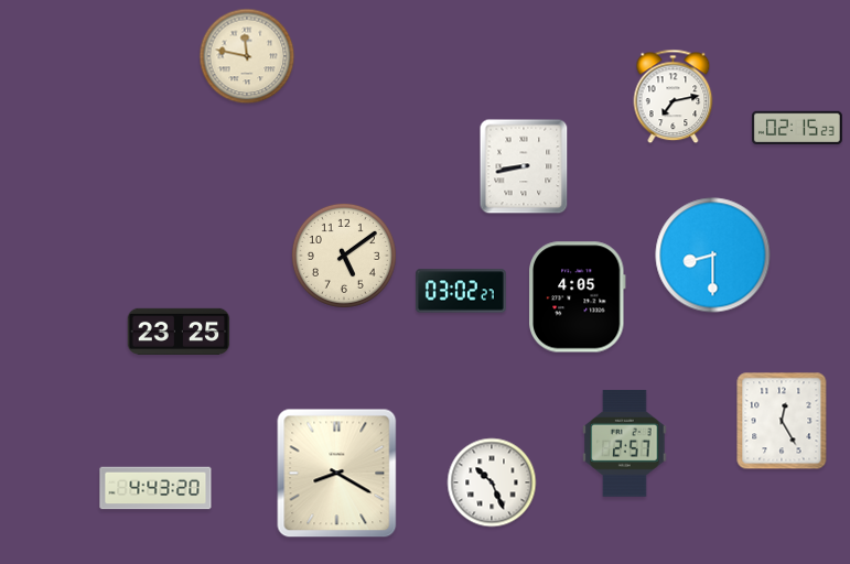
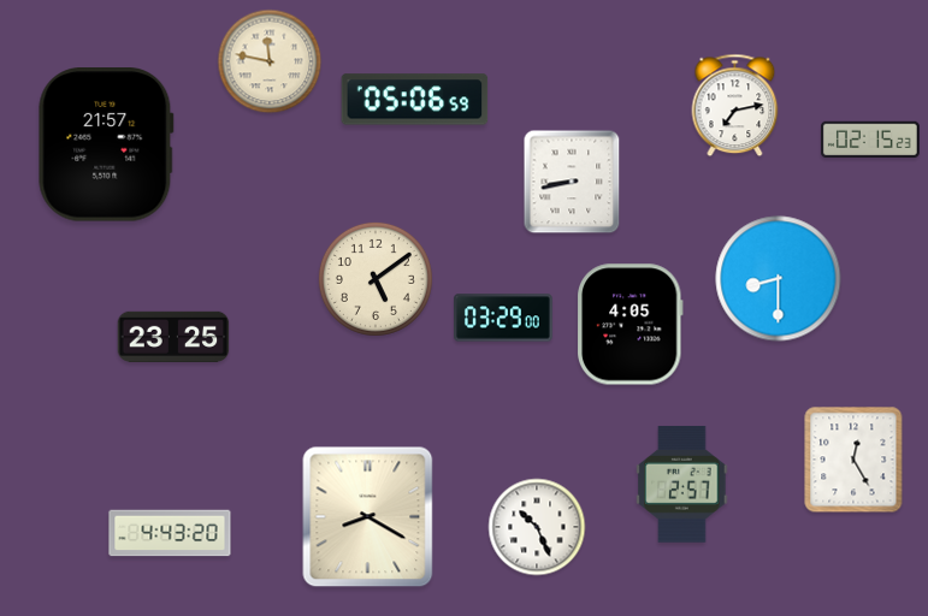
clock at (415, 100): none -> 05:06
clock at (106, 146): none -> 21:57
clock at (462, 291): 03:02 -> 03:29
clock at (179, 332) position: (179, 332) -> (173, 337)
